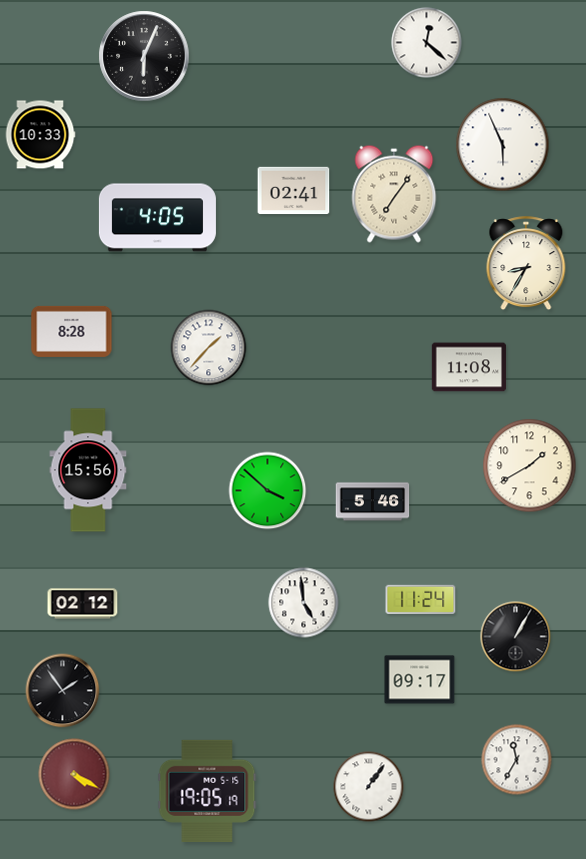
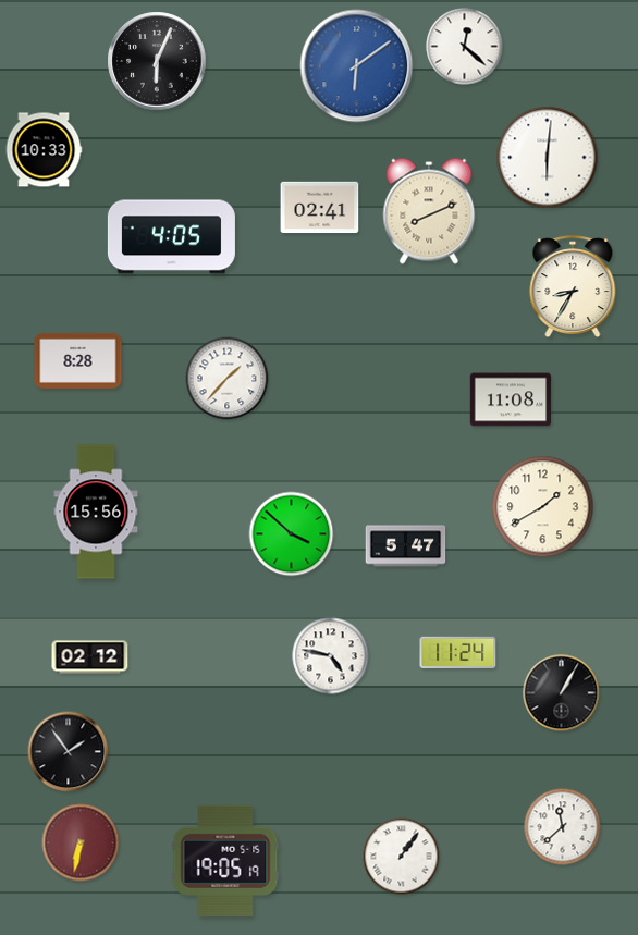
clock at (357, 66): none -> 6:09
clock at (40, 135) position: (40, 135) -> (44, 150)
clock at (503, 145): 5:56 -> 6:01
clock at (394, 194): 7:06 -> 8:11
clock at (530, 466) position: (530, 466) -> (543, 507)
clock at (373, 502): 5:46 -> 5:47
clock at (304, 603): 4:59 -> 4:47
clock at (420, 680): 09:17 -> none
clock at (517, 760): 11:35 -> 11:38
clock at (74, 774): 4:20 -> 6:32
